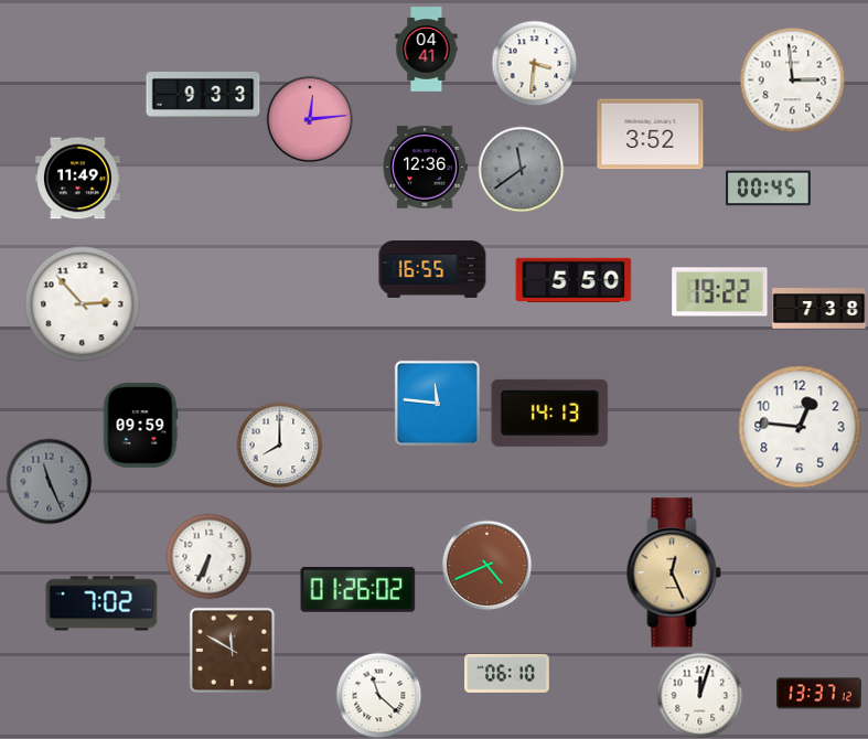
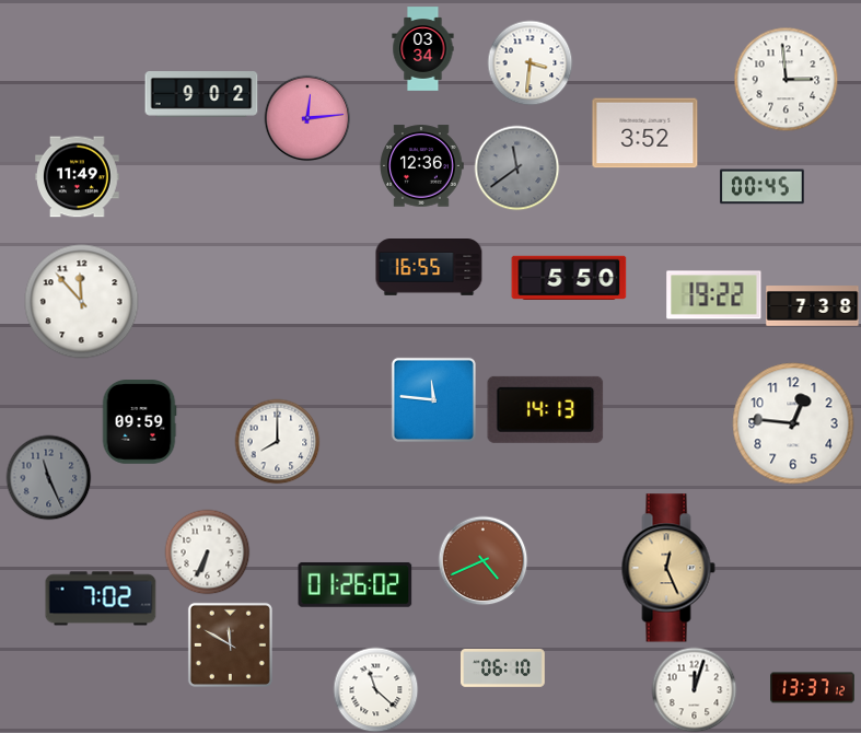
clock at (427, 50): 04:41 -> 03:34
clock at (203, 96): 9:33 -> 9:02
clock at (720, 292) position: (720, 292) -> (714, 295)
clock at (83, 304): 2:53 -> 11:53
